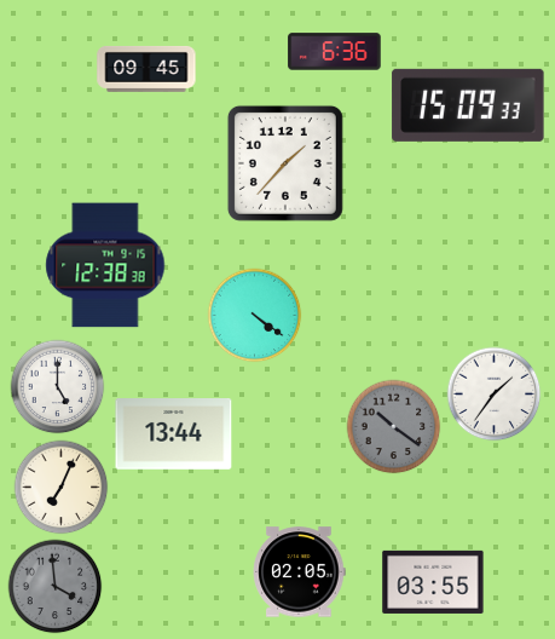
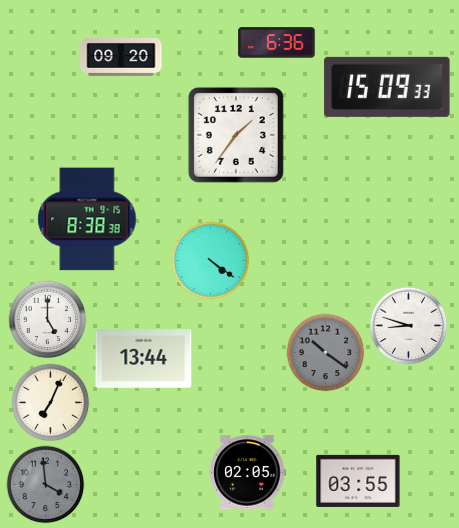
clock at (146, 69): 09:45 -> 09:20
clock at (285, 163): 1:37 -> 1:36
clock at (105, 265): 12:38 -> 8:38
clock at (493, 393): 1:36 -> 8:48
